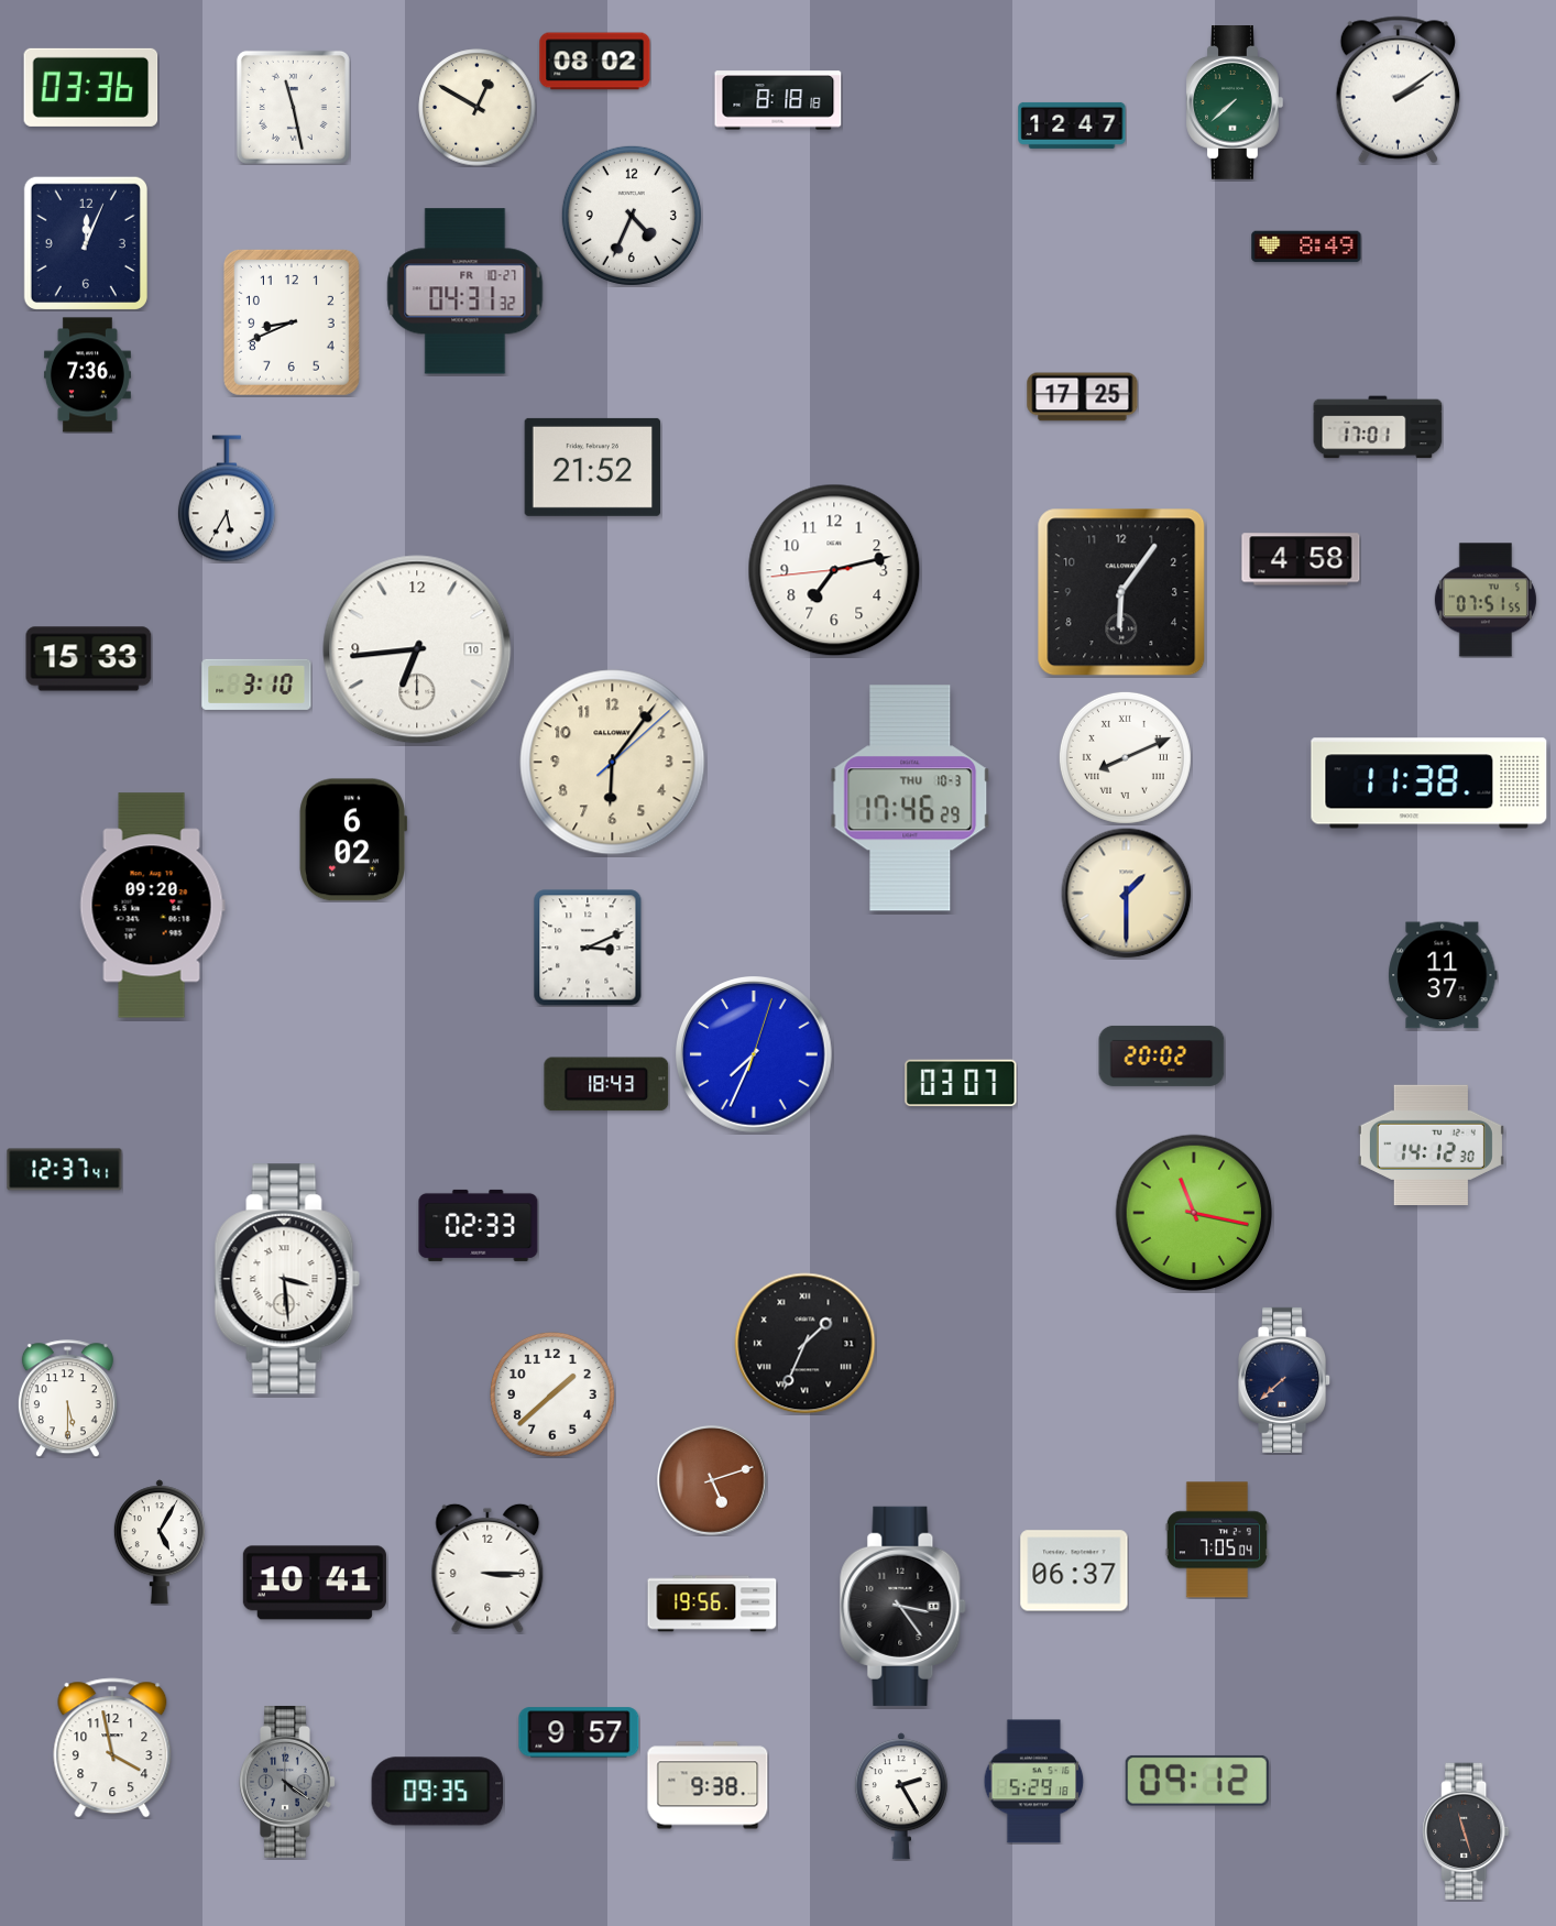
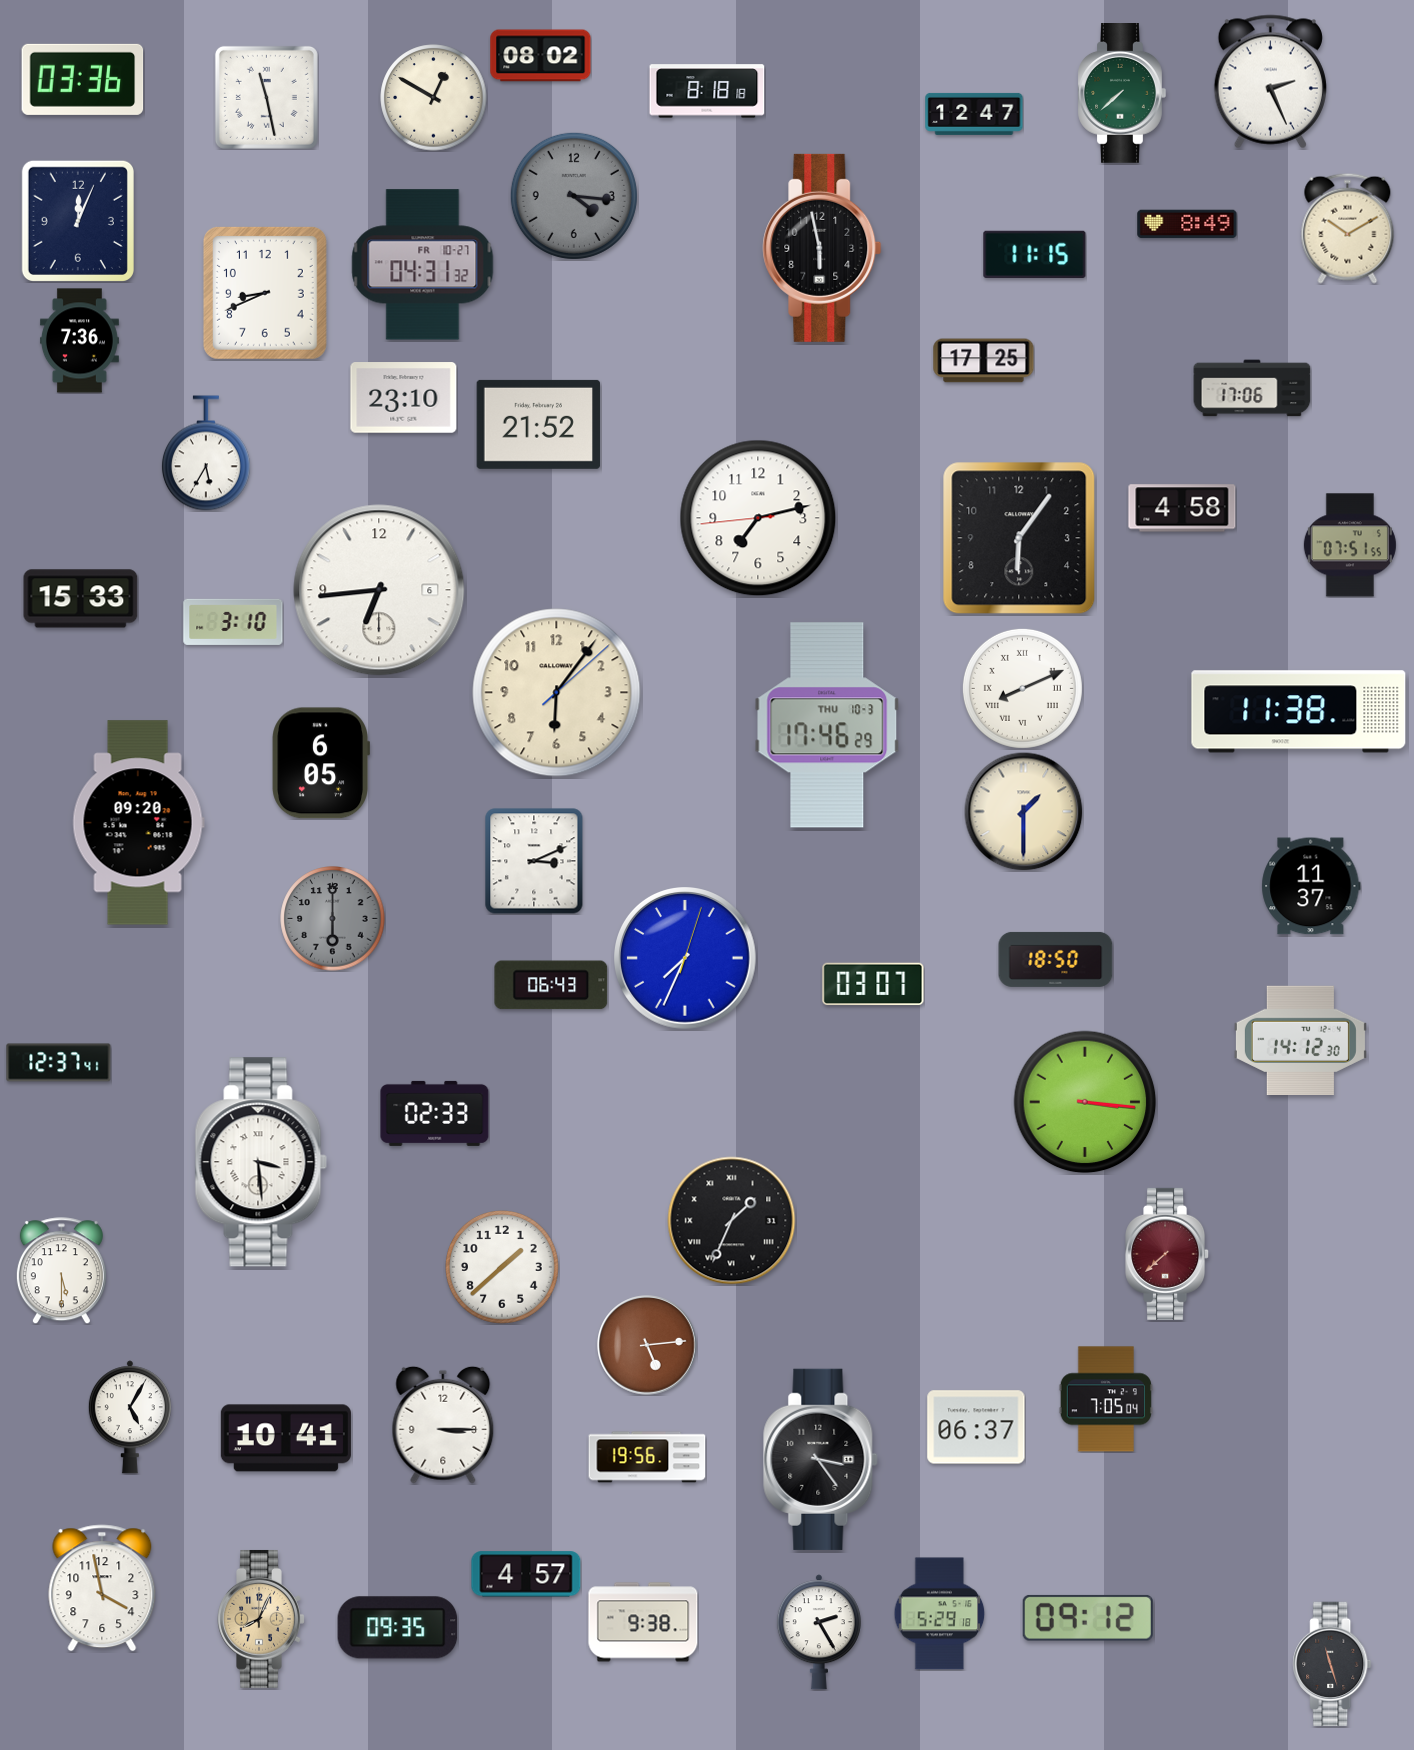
clock at (1398, 90): 2:09 -> 2:26
clock at (632, 216): 4:34 -> 4:16
clock at (632, 216) dial: white -> grey
clock at (1348, 228): none -> 10:10
clock at (822, 248): none -> 5:58
clock at (1035, 255): none -> 11:15
clock at (1378, 427): 17:01 -> 17:06
clock at (404, 398): none -> 23:10
clock at (417, 649) date: 10 -> 6
clock at (352, 840): 6:02 -> 6:05
clock at (333, 919): none -> 6:00
clock at (1162, 1055): 20:02 -> 18:50
clock at (606, 1084): 18:43 -> 06:43
clock at (1194, 1213): 11:17 -> 3:16
clock at (1285, 1380) dial: navy -> burgundy
clock at (712, 1480): 5:12 -> 5:14
clock at (160, 1542) position: (160, 1542) -> (130, 1417)
clock at (579, 1732): 9:57 -> 4:57
clock at (287, 1782): 4:21 -> 8:04
clock at (287, 1782) dial: grey -> champagne
clock at (1034, 1782) position: (1034, 1782) -> (940, 1614)
